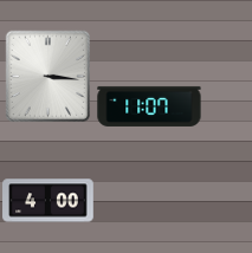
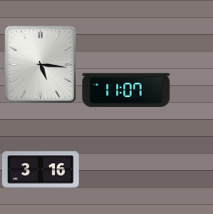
clock at (47, 76): 3:16 -> 5:16
clock at (49, 201): 4:00 -> 3:16
